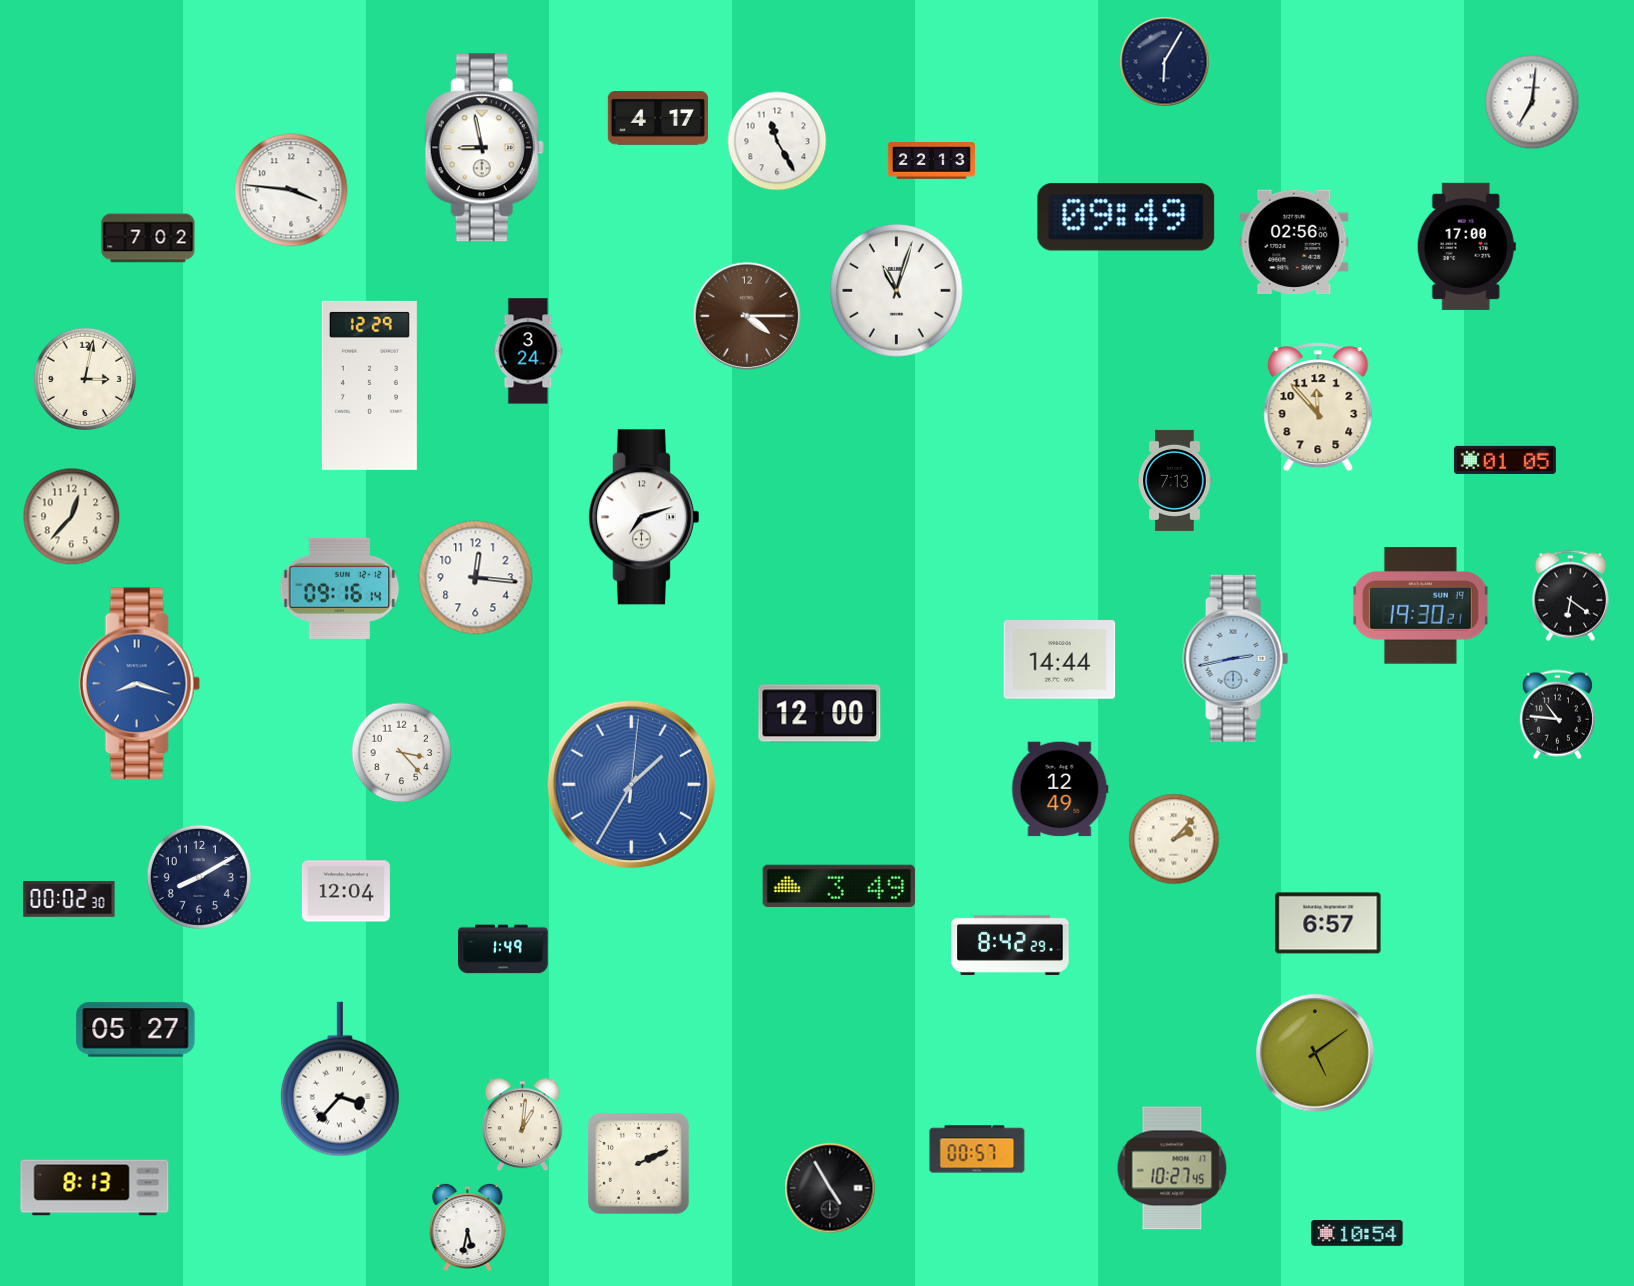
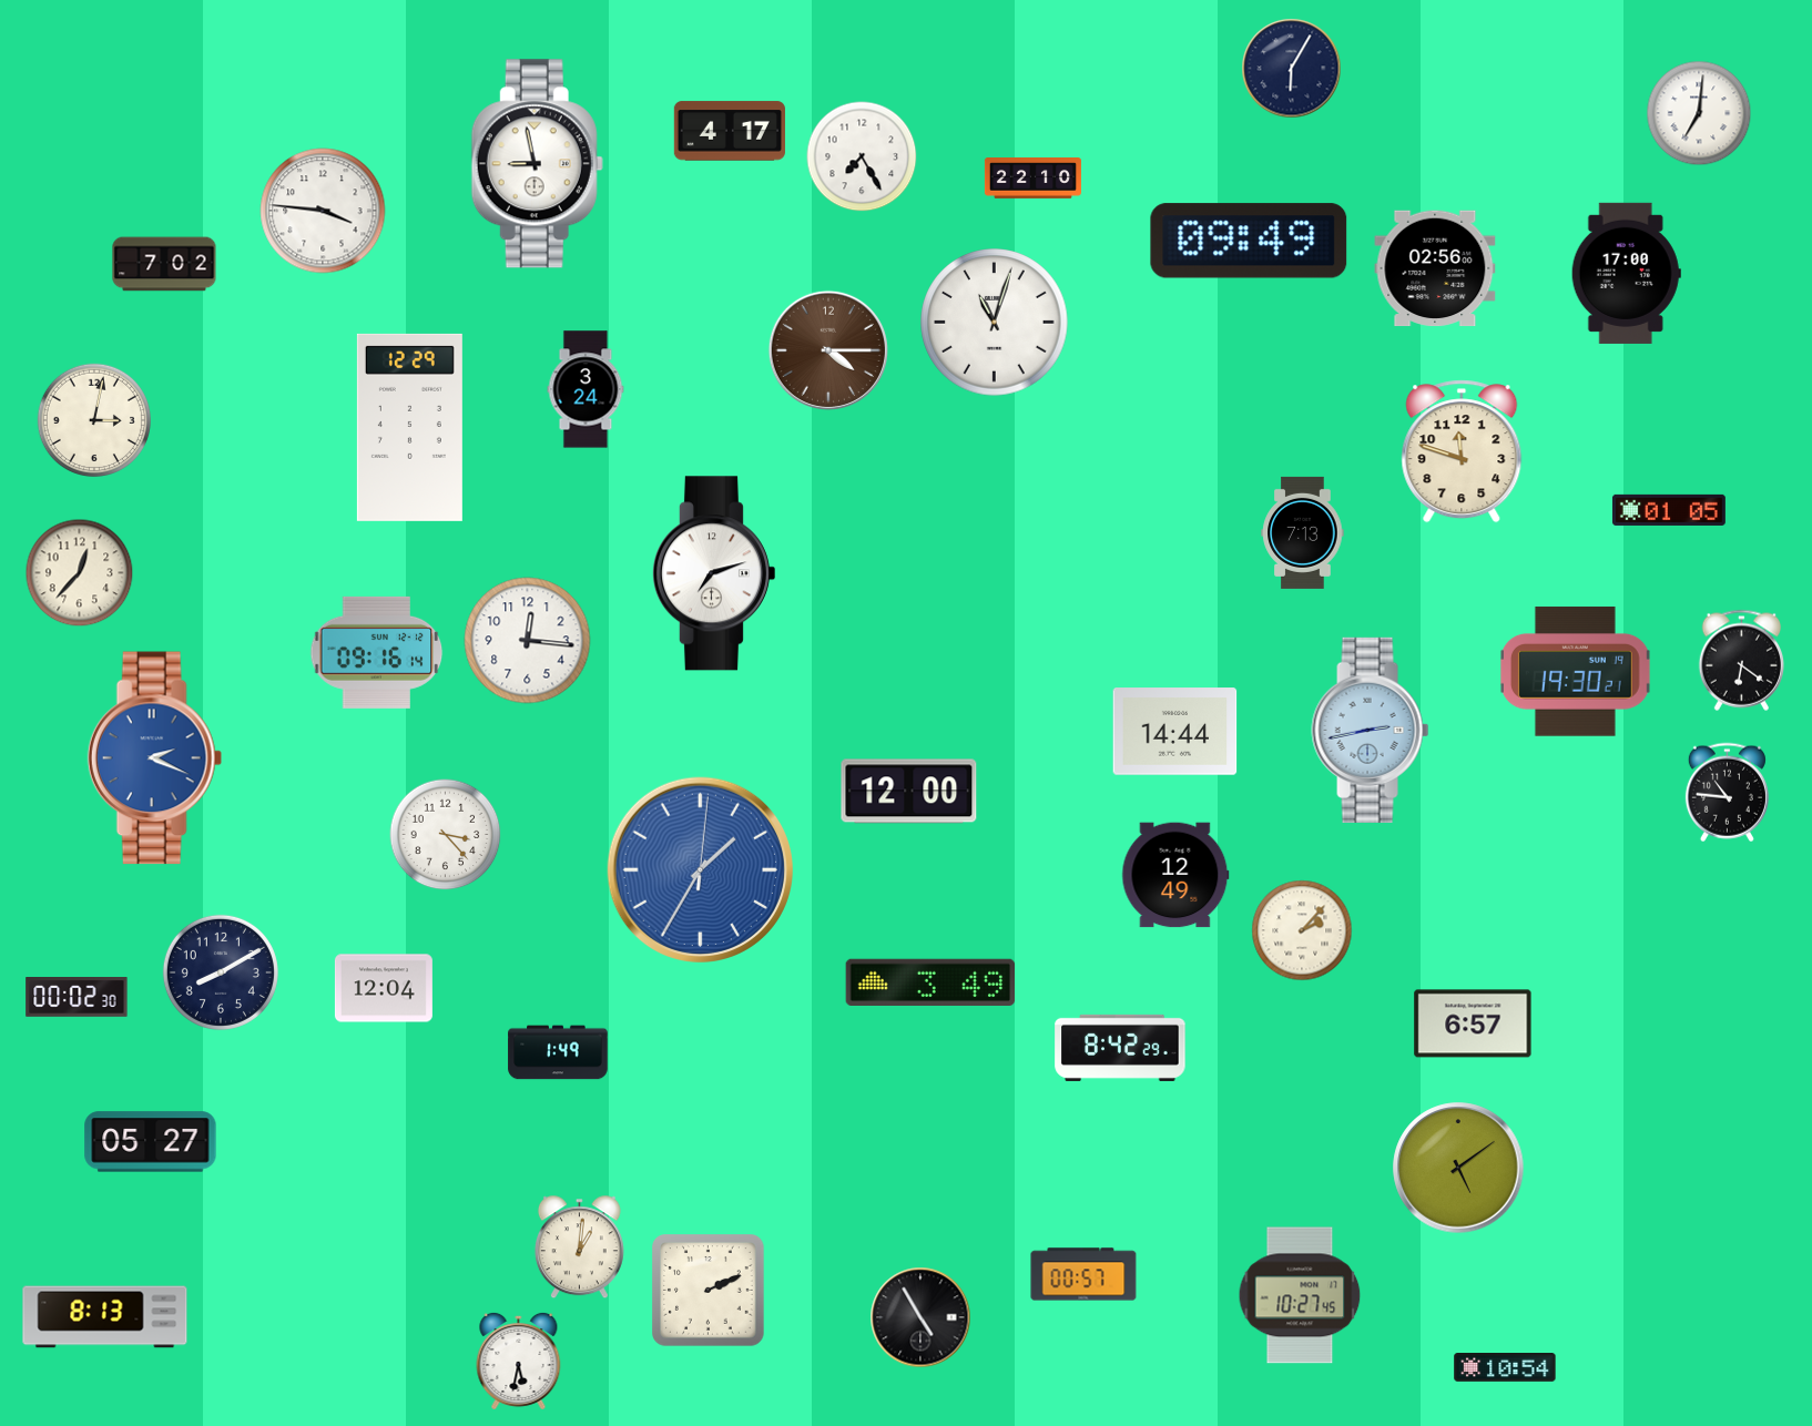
clock at (777, 141): 11:25 -> 7:25
clock at (931, 161): 22:13 -> 22:10
clock at (1318, 407): 11:53 -> 11:48
clock at (139, 684): 8:18 -> 2:19
clock at (340, 1079): 3:37 -> none
